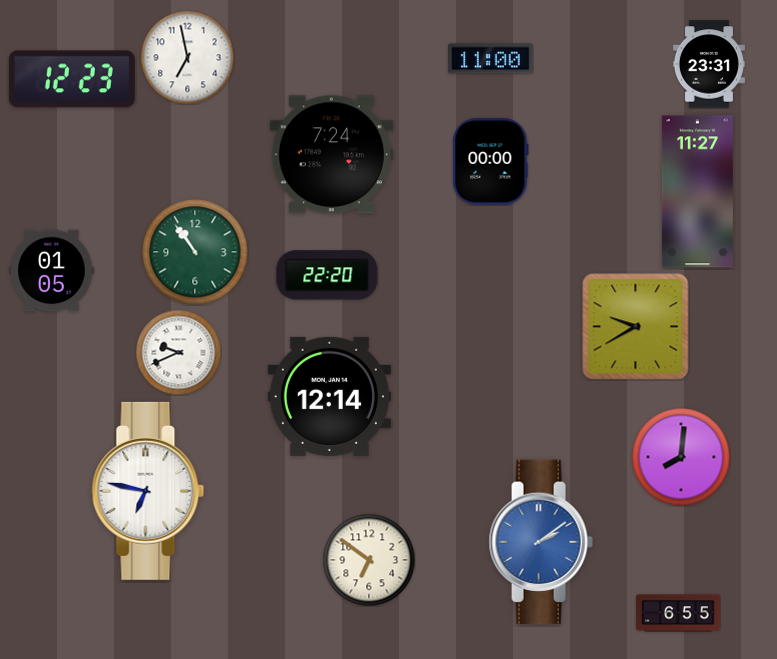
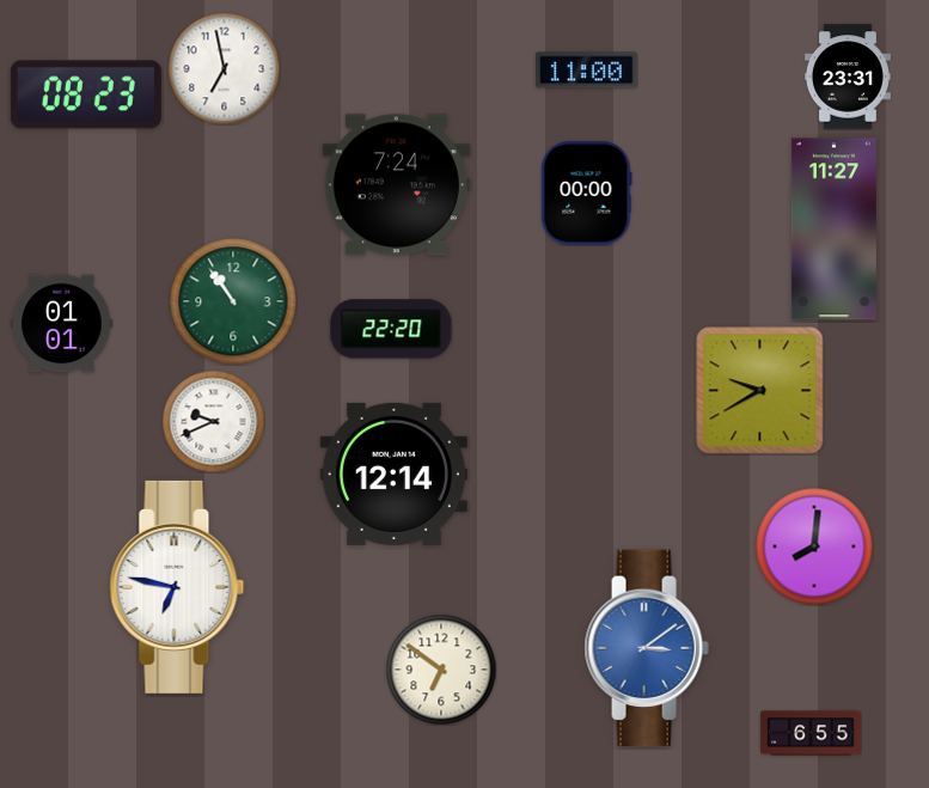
clock at (72, 79): 12:23 -> 08:23
clock at (52, 271): 01:05 -> 01:01
clock at (541, 542): 2:09 -> 3:09
